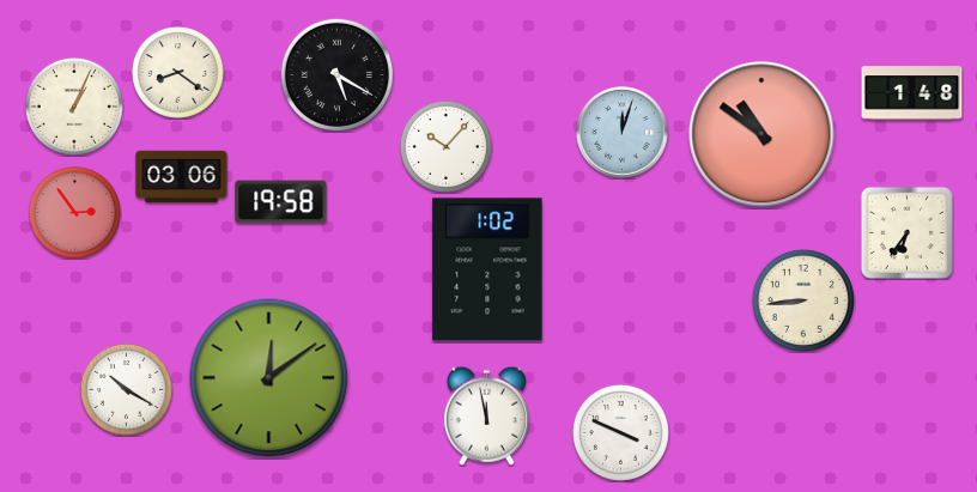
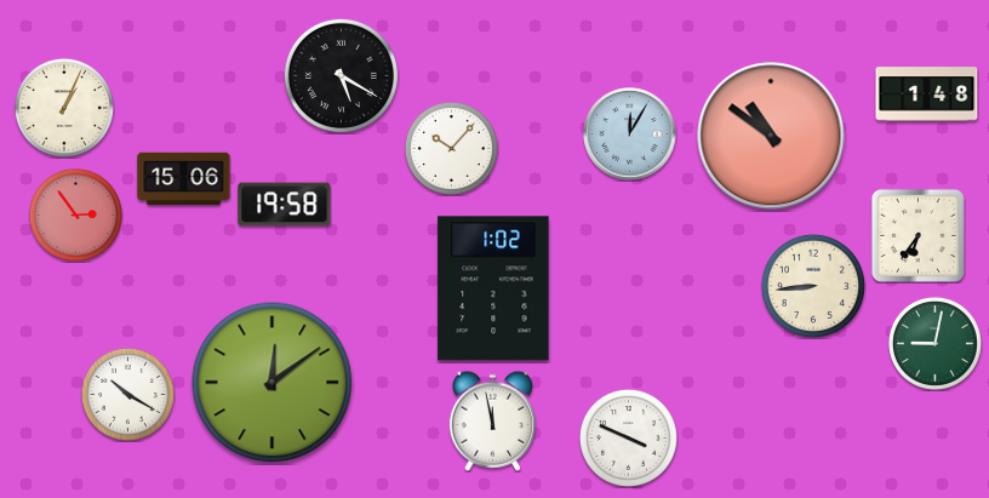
clock at (177, 72): 8:21 -> none
clock at (912, 93) position: (912, 93) -> (927, 95)
clock at (74, 107) position: (74, 107) -> (64, 108)
clock at (623, 133): 12:03 -> 12:05
clock at (182, 177): 03:06 -> 15:06
clock at (487, 269) position: (487, 269) -> (493, 288)
clock at (803, 300) position: (803, 300) -> (813, 286)
clock at (934, 343): none -> 9:02
